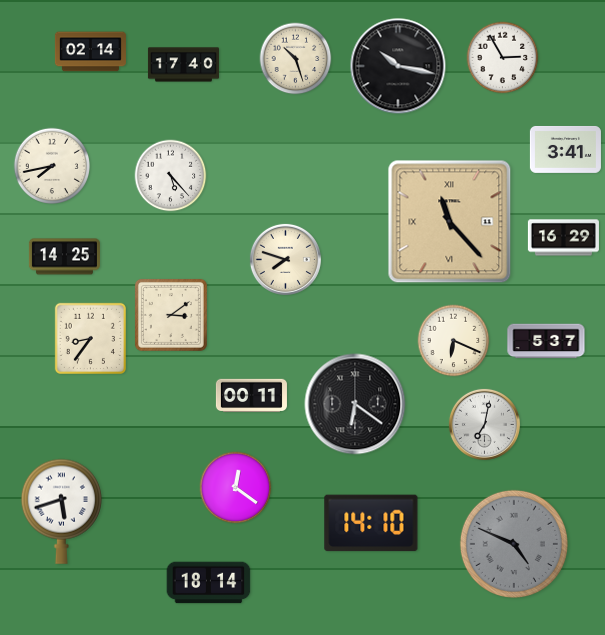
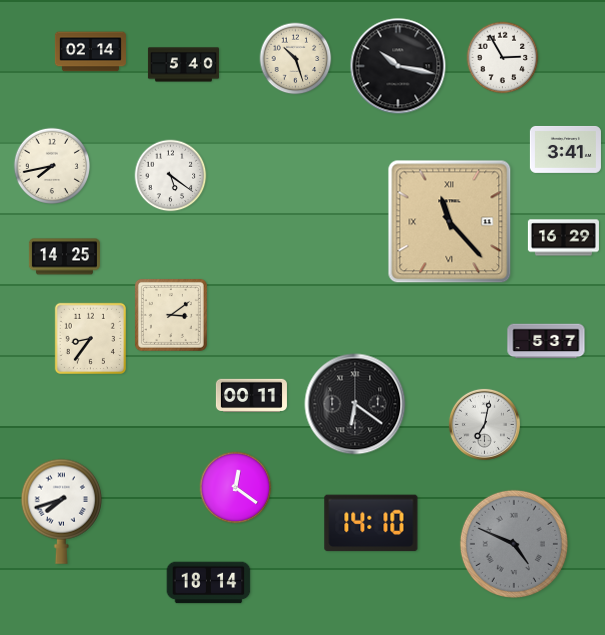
clock at (183, 65): 17:40 -> 5:40
clock at (171, 176): 5:23 -> 5:21
clock at (285, 259): 7:48 -> none
clock at (454, 341): 6:19 -> none
clock at (61, 511): 5:42 -> 7:42
